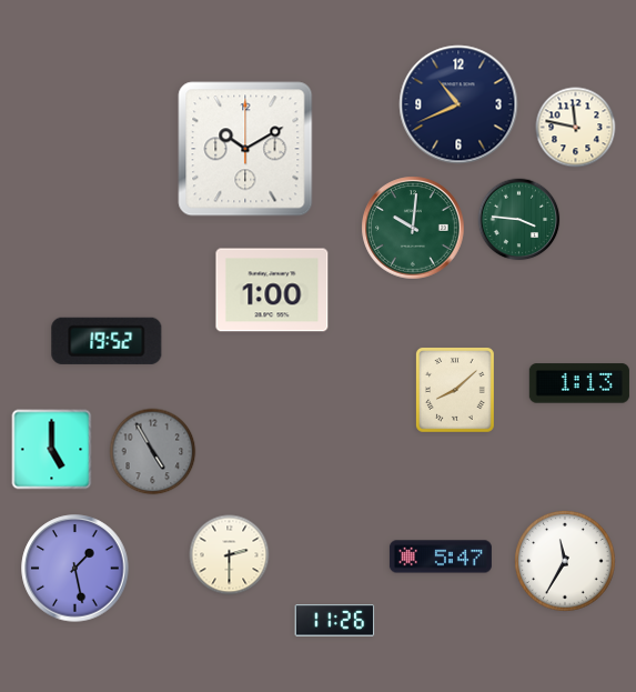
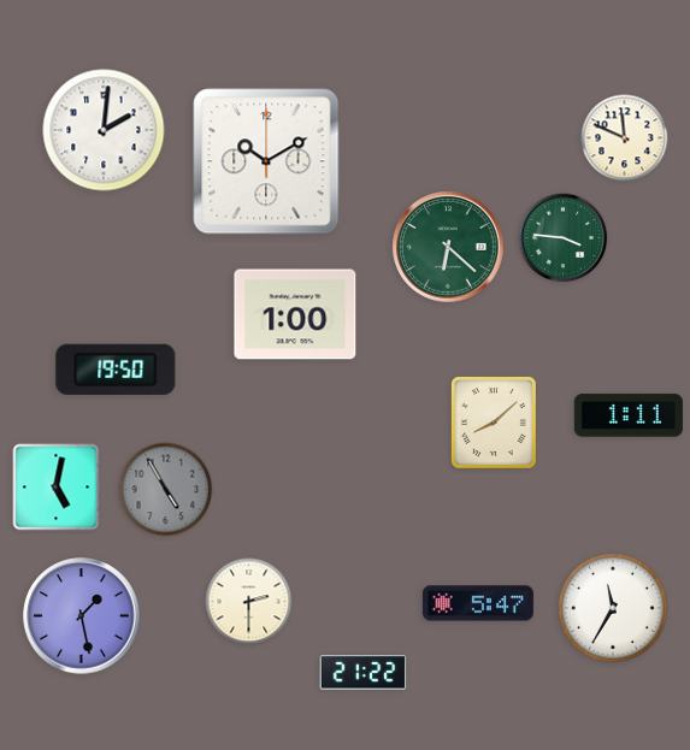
clock at (458, 104): 10:41 -> none
clock at (104, 130): none -> 2:01
clock at (576, 128): 11:47 -> 11:49
clock at (413, 228): 10:01 -> 6:22
clock at (107, 341): 19:52 -> 19:50
clock at (579, 383): 1:13 -> 1:11
clock at (52, 450): 5:00 -> 5:02
clock at (335, 621): 11:26 -> 21:22
